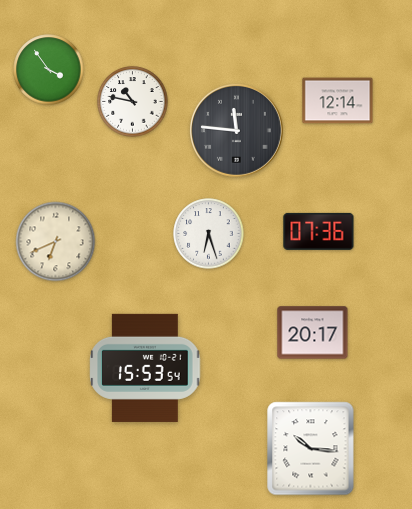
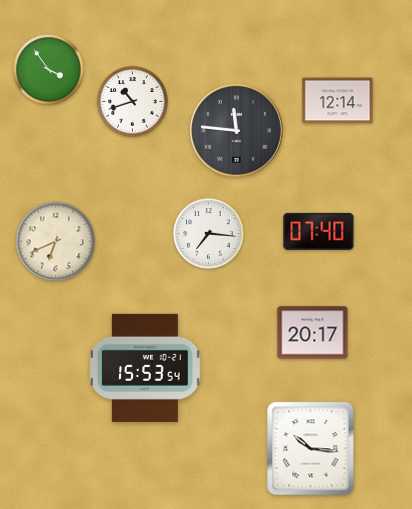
clock at (133, 102): 10:47 -> 10:42
clock at (319, 231): 07:36 -> 07:40
clock at (209, 234): 6:27 -> 7:16
